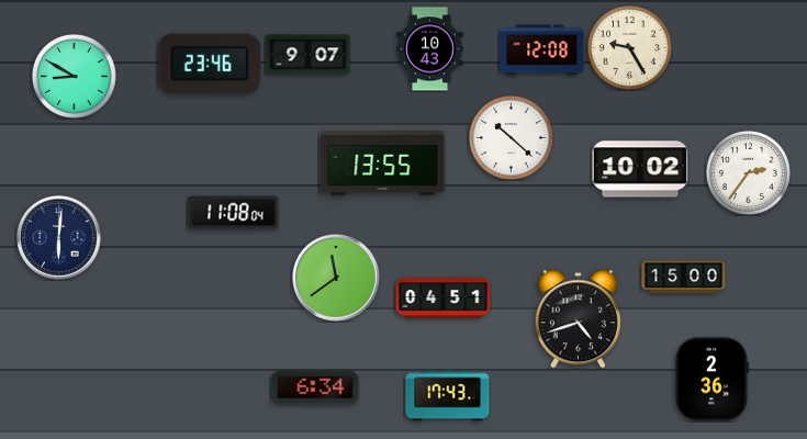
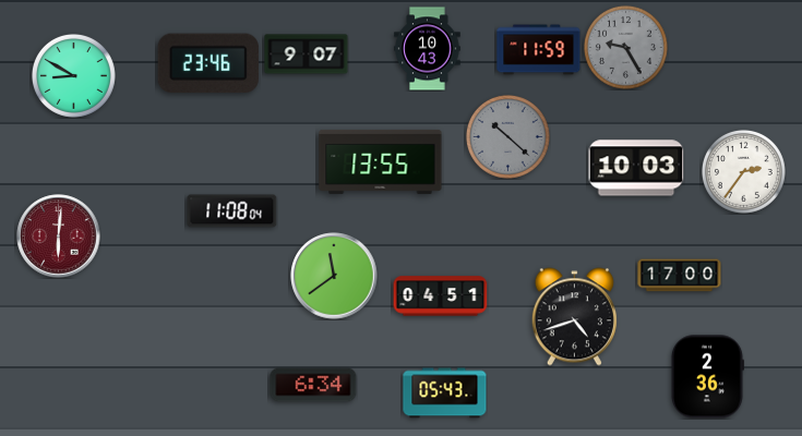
clock at (630, 48) dial: cream -> grey
clock at (542, 50): 12:08 -> 11:59
clock at (512, 138) dial: white -> grey
clock at (640, 169): 10:02 -> 10:03
clock at (59, 238) dial: navy -> burgundy
clock at (684, 278): 15:00 -> 17:00
clock at (448, 396): 17:43 -> 05:43
